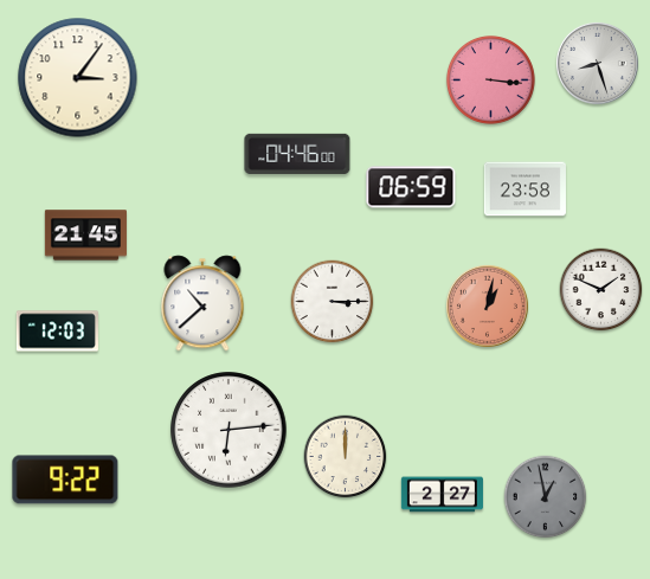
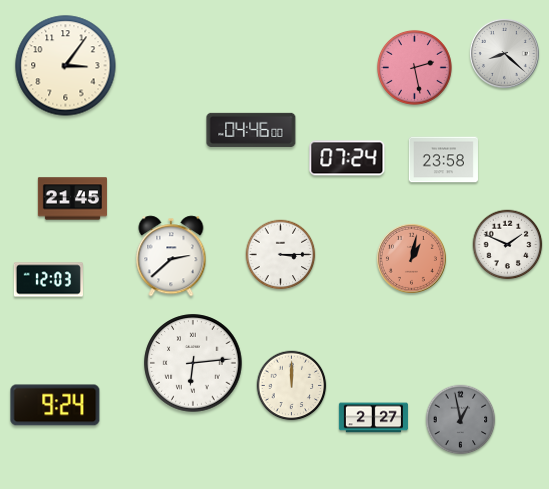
clock at (597, 63): 8:27 -> 8:22
clock at (490, 79): 3:16 -> 2:28
clock at (411, 187): 06:59 -> 07:24
clock at (202, 303): 10:38 -> 2:38
clock at (65, 480): 9:22 -> 9:24
